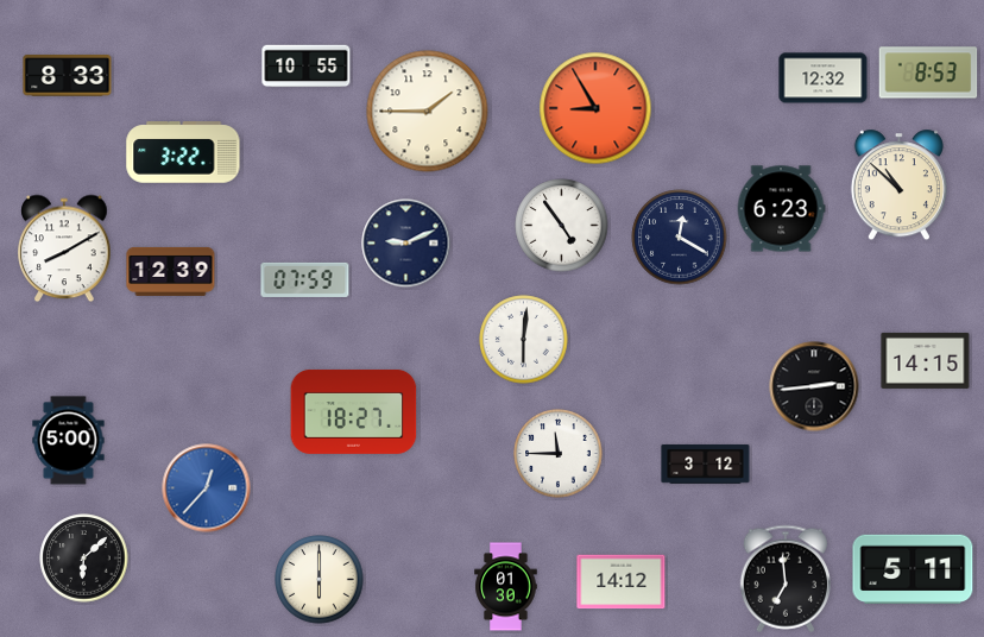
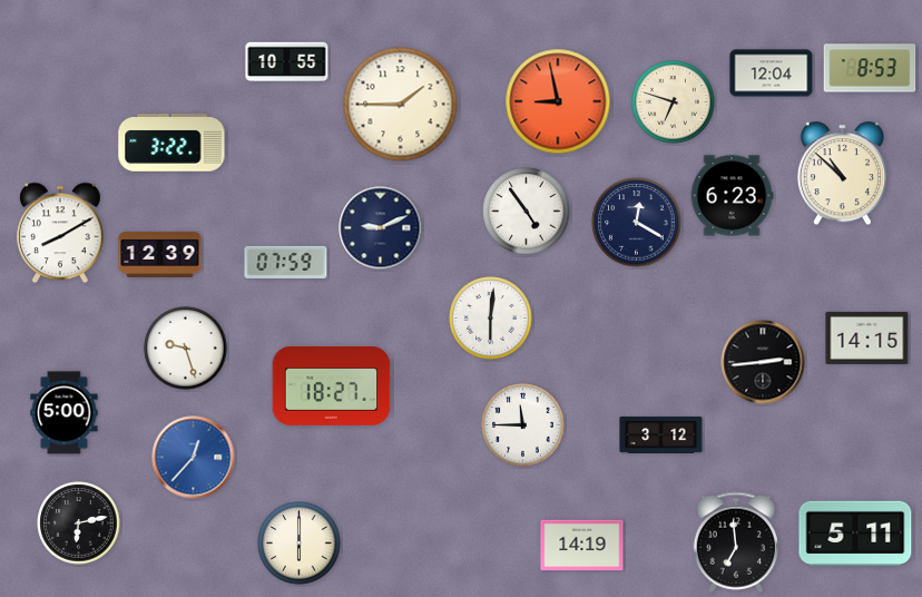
clock at (68, 76): 8:33 -> none
clock at (824, 78): 12:32 -> 12:04
clock at (595, 108): 8:55 -> 8:58
clock at (674, 102): none -> 6:48
clock at (186, 349): none -> 9:27
clock at (84, 559): 6:08 -> 6:13
clock at (622, 582): 14:12 -> 14:19
clock at (506, 587): 01:30 -> none
